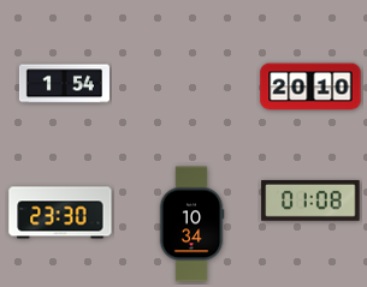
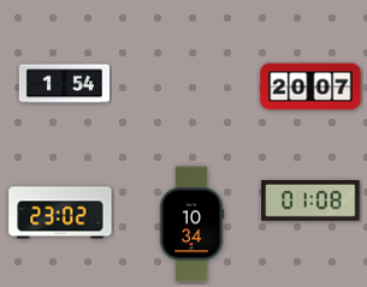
clock at (310, 86): 20:10 -> 20:07
clock at (60, 213): 23:30 -> 23:02
